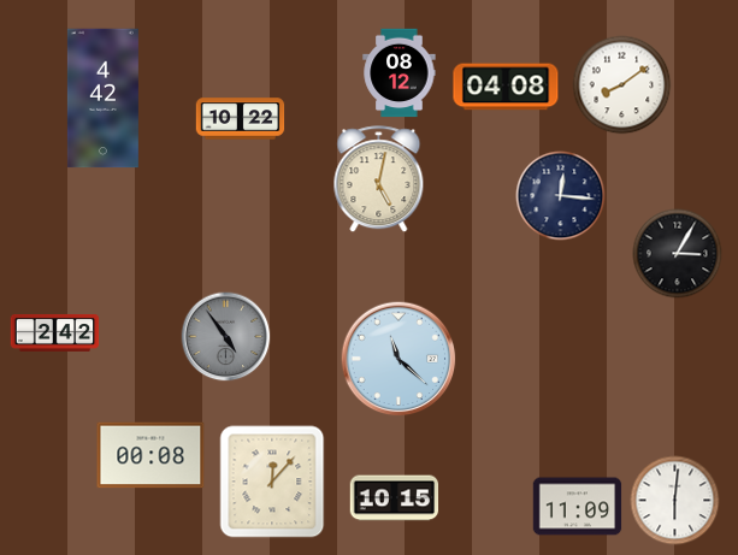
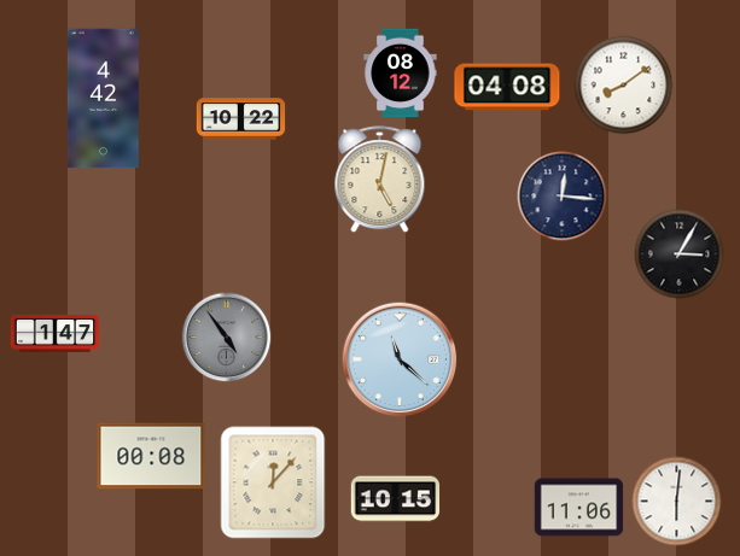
clock at (55, 332): 2:42 -> 1:47
clock at (578, 507): 11:09 -> 11:06
